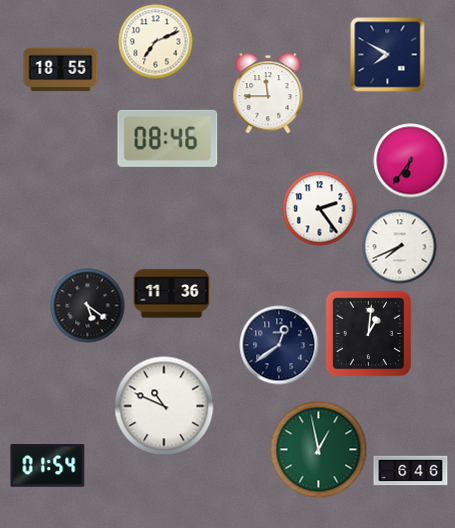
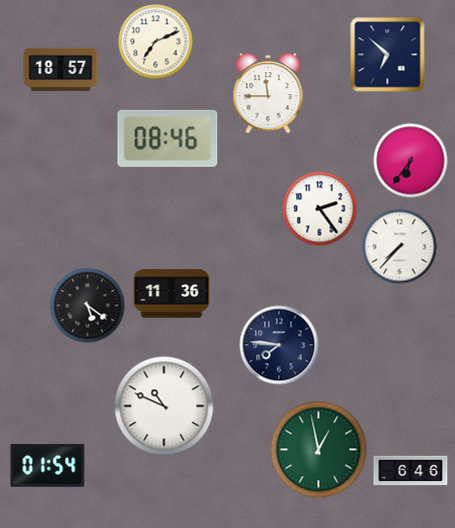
clock at (388, 55): 7:50 -> 6:52
clock at (61, 70): 18:55 -> 18:57
clock at (400, 247): 7:41 -> 7:37
clock at (369, 334): 1:01 -> none
clock at (279, 345): 12:39 -> 7:46
